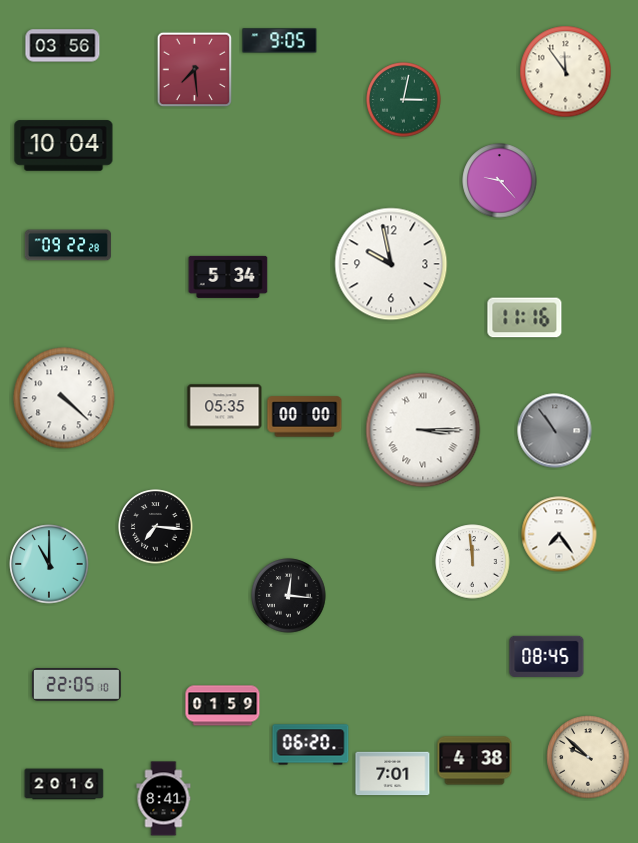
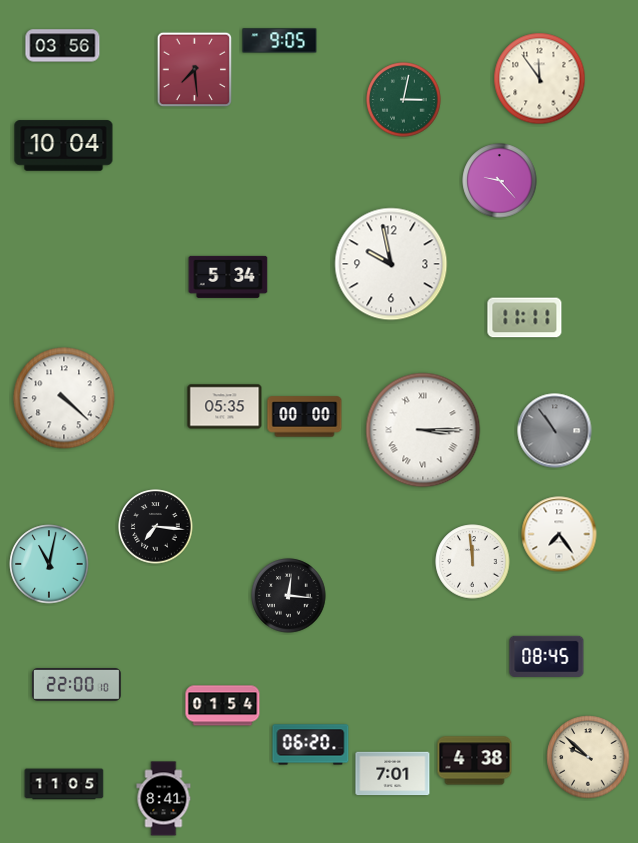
clock at (566, 72) position: (566, 72) -> (540, 79)
clock at (68, 245): 09:22 -> none
clock at (525, 318): 11:16 -> 11:11
clock at (49, 564): 11:00 -> 11:02
clock at (76, 685): 22:05 -> 22:00
clock at (223, 706): 01:59 -> 01:54
clock at (64, 784): 20:16 -> 11:05
